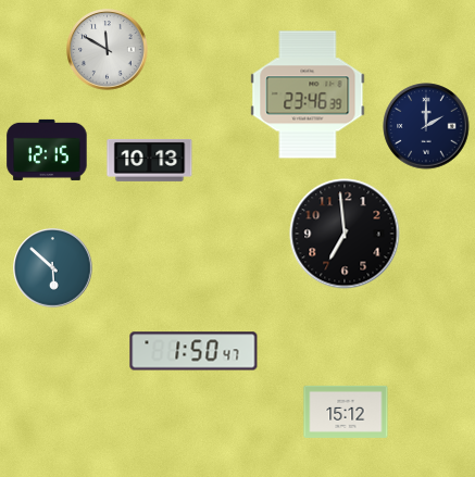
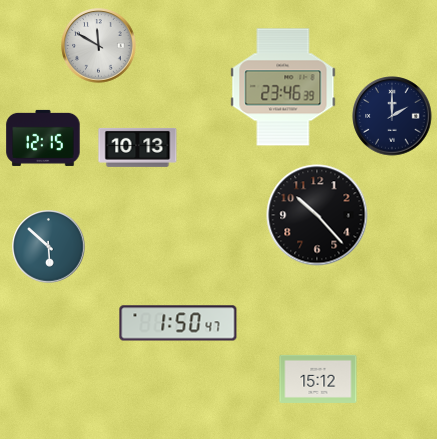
clock at (345, 234): 6:59 -> 10:23
